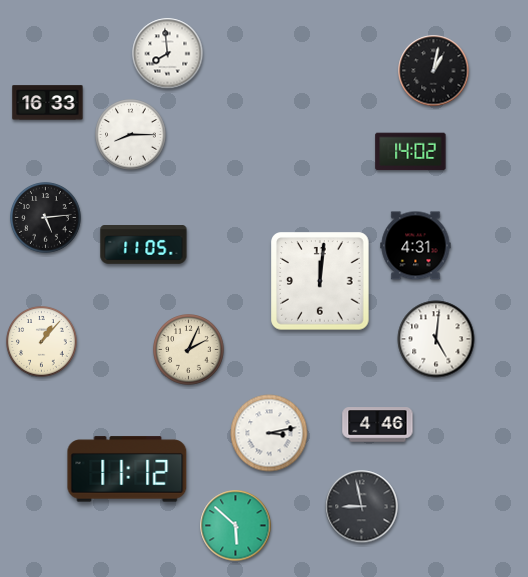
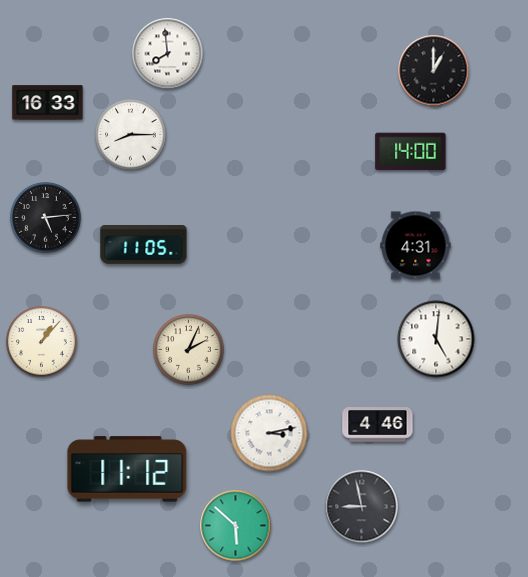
clock at (434, 71): 1:02 -> 1:00
clock at (411, 152): 14:02 -> 14:00
clock at (320, 281): 12:01 -> none
